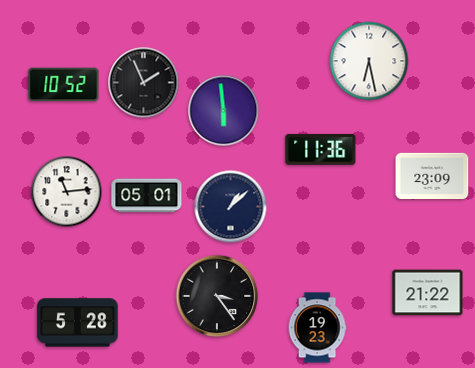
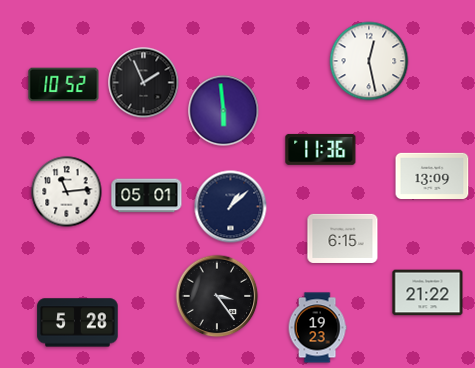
clock at (369, 61): 6:28 -> 12:28
clock at (432, 175): 23:09 -> 13:09
clock at (343, 238): none -> 6:15
